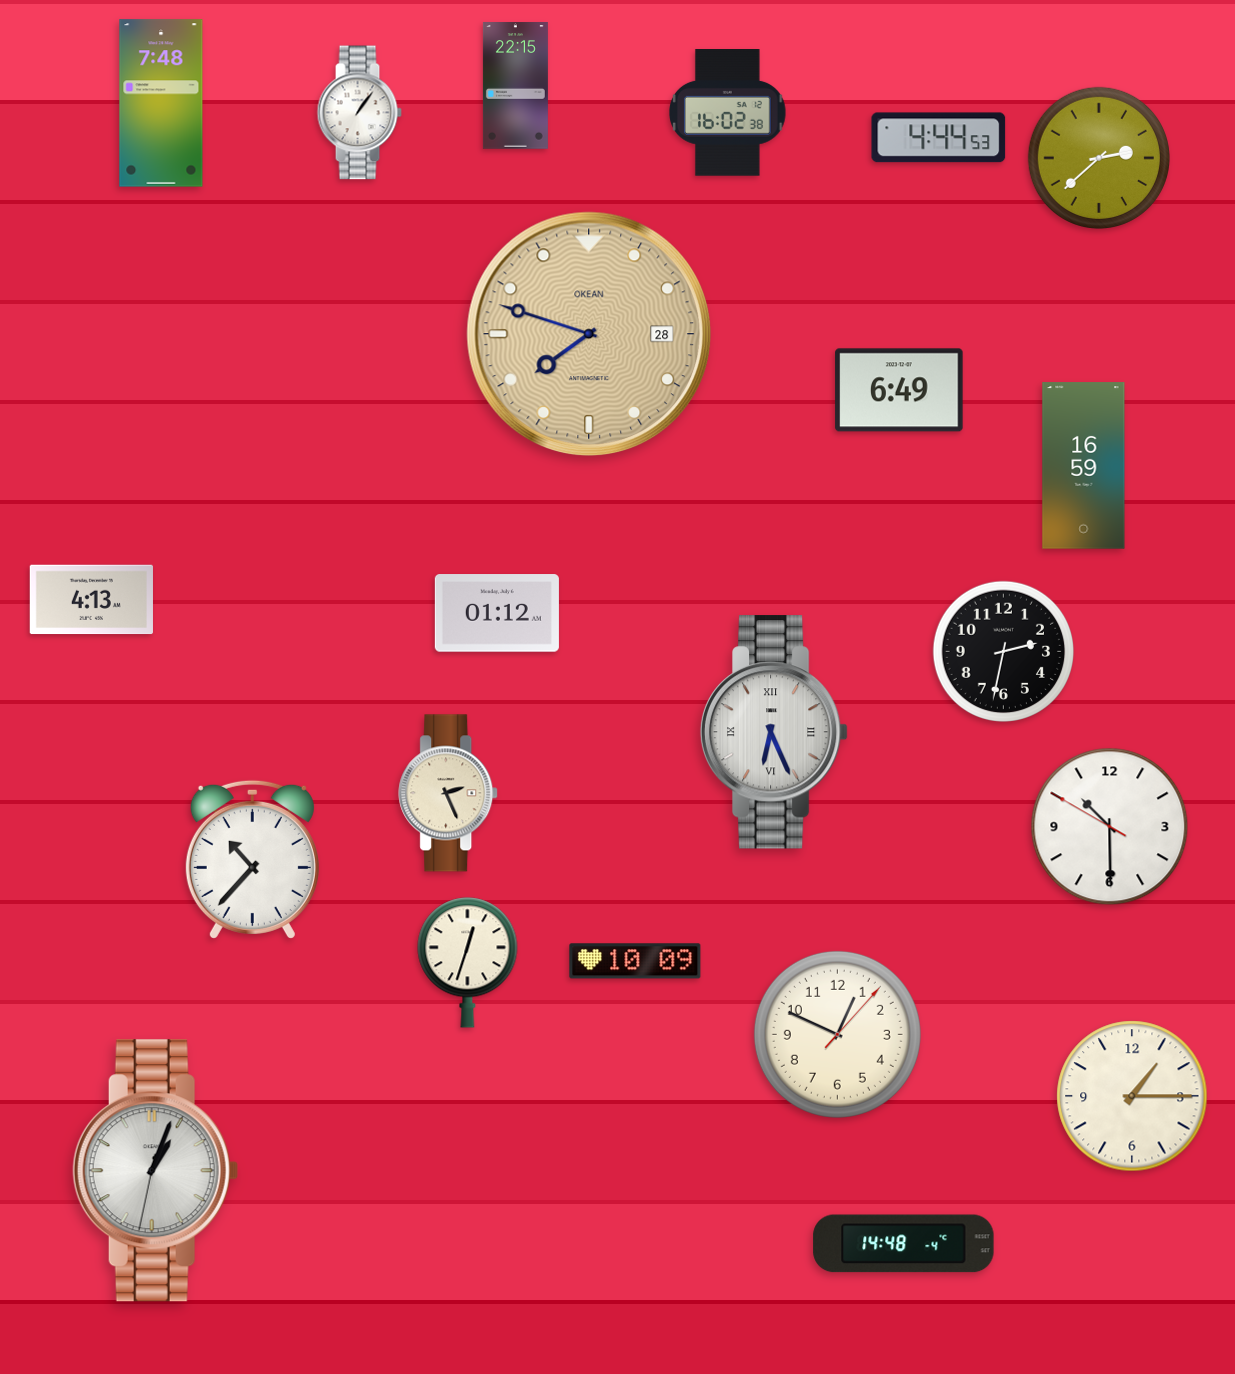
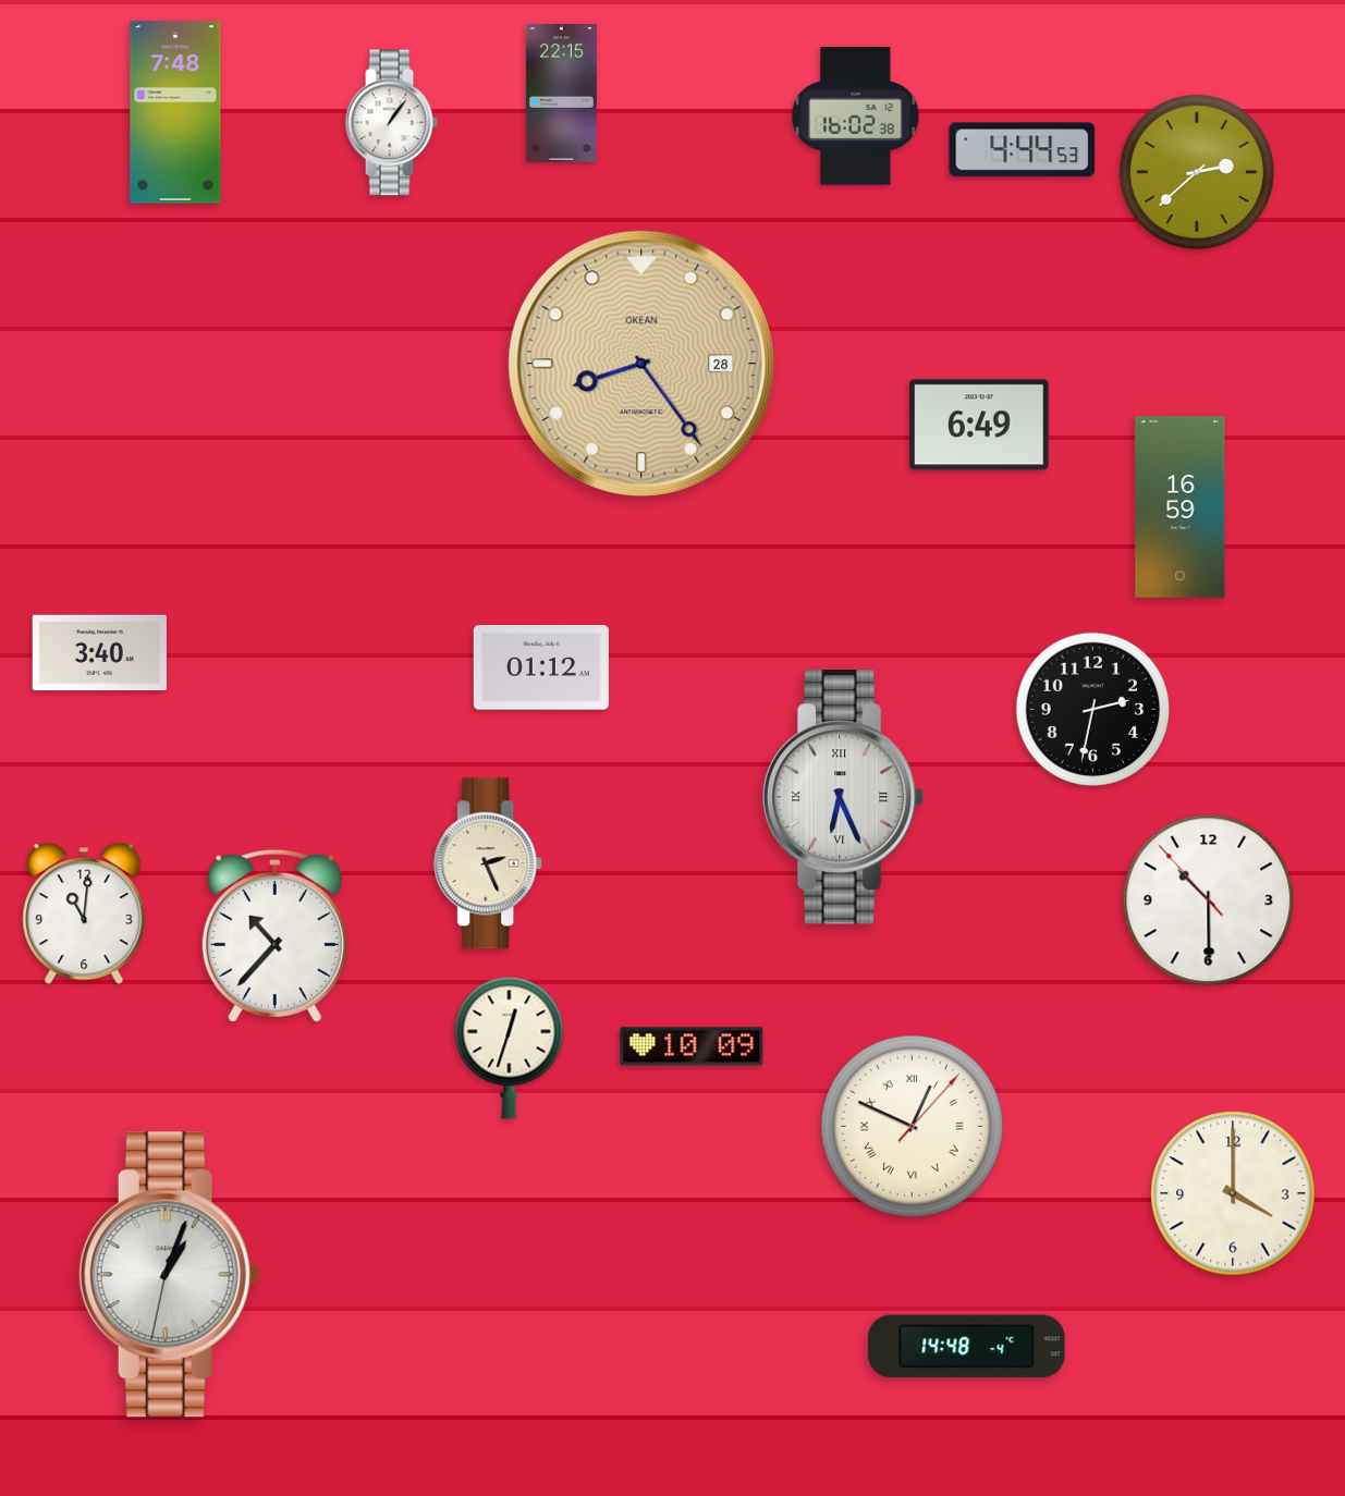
clock at (728, 113) position: (728, 113) -> (856, 117)
clock at (588, 333): 7:48 -> 8:24
clock at (91, 600): 4:13 -> 3:40
clock at (1110, 827): 10:29:50 -> 10:29:53
clock at (84, 915): none -> 11:01
clock at (837, 1034) numerals: Arabic -> Roman
clock at (1132, 1096): 1:15 -> 4:00
clock at (904, 1244) position: (904, 1244) -> (967, 1347)
